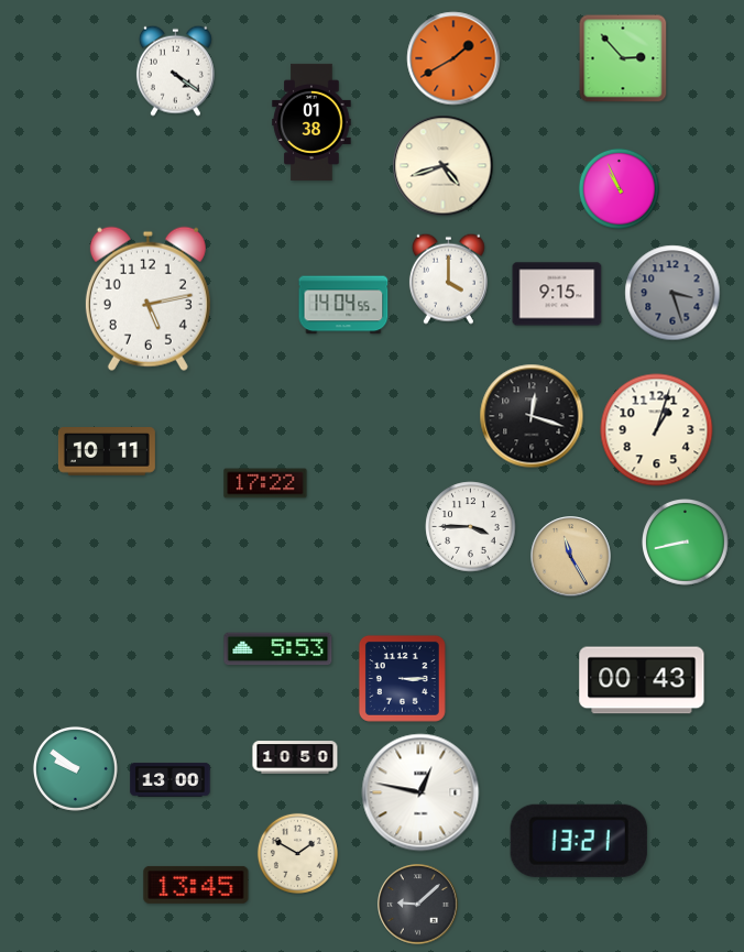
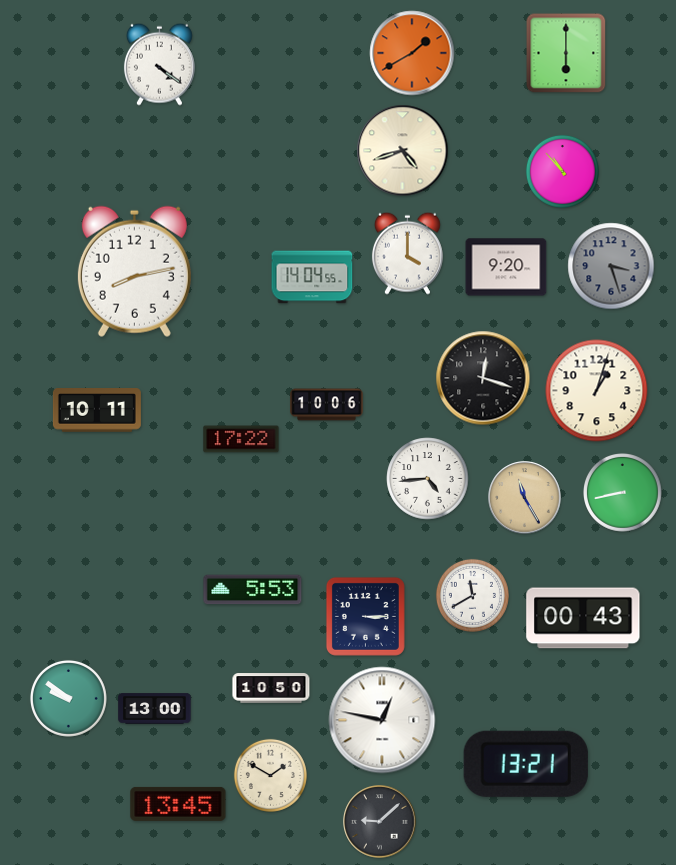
clock at (623, 58): 2:53 -> 6:00
clock at (311, 122): 01:38 -> none
clock at (619, 188): 10:56 -> 10:53
clock at (557, 294): 9:15 -> 9:20
clock at (147, 298): 5:13 -> 8:13
clock at (327, 405): none -> 10:06
clock at (471, 527): 3:45 -> 4:44
clock at (571, 557) position: (571, 557) -> (525, 498)
clock at (472, 595): none -> 11:40
clock at (295, 757) position: (295, 757) -> (271, 688)
